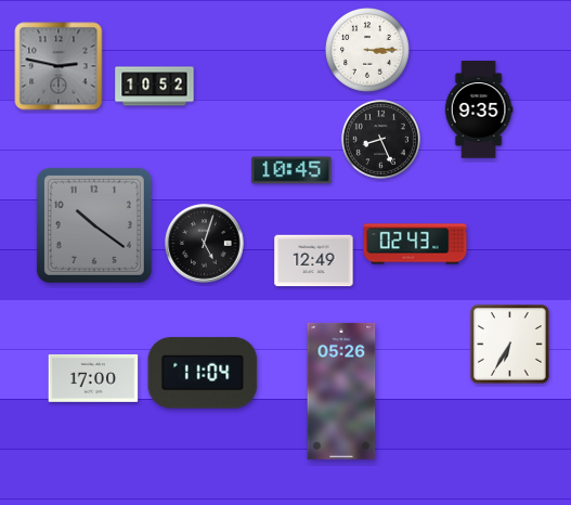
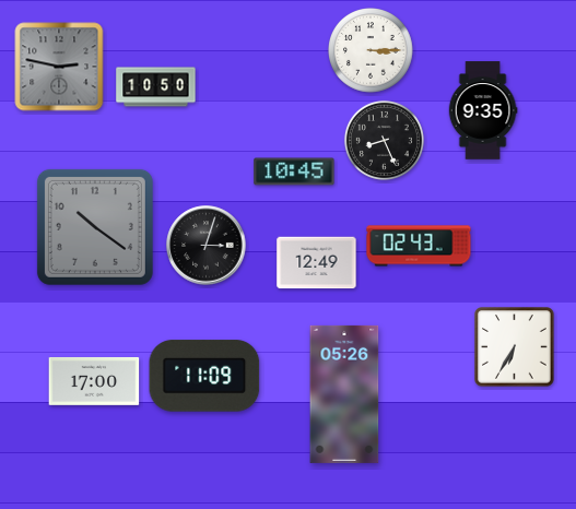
clock at (155, 87): 10:52 -> 10:50
clock at (205, 244): 5:03 -> 3:03
clock at (203, 373): 11:04 -> 11:09
